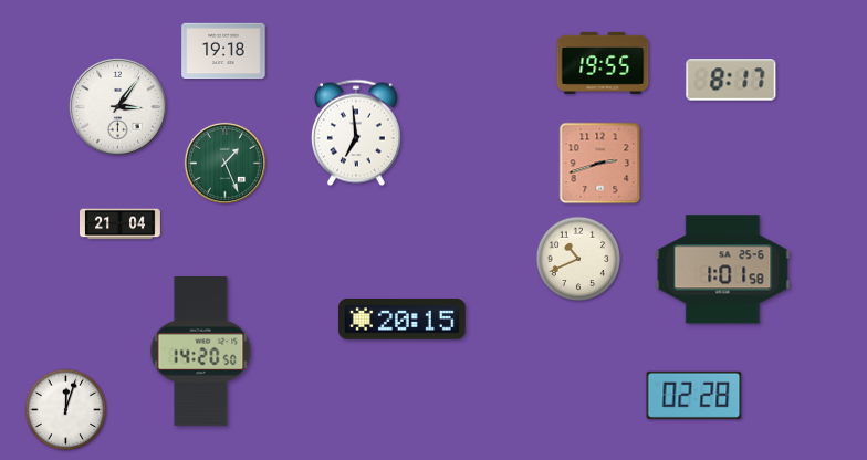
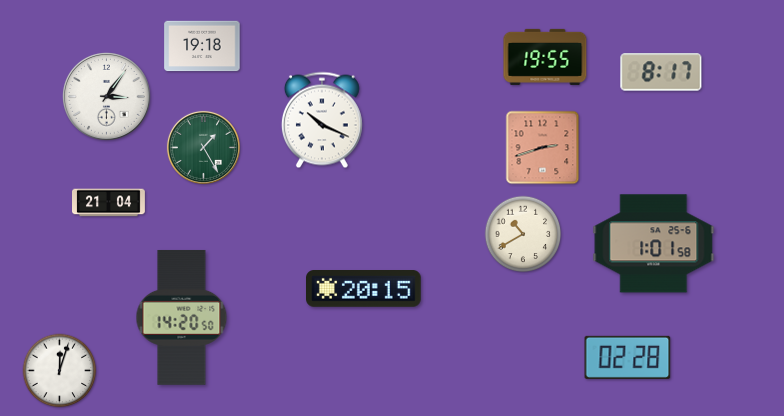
clock at (356, 133): 6:59 -> 10:19
clock at (224, 163): 1:26 -> 1:25
clock at (578, 259): 10:41 -> 10:40
